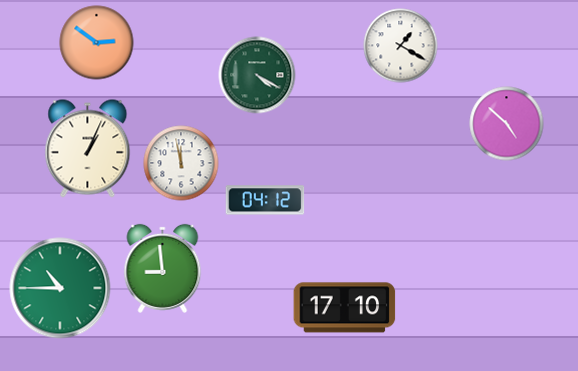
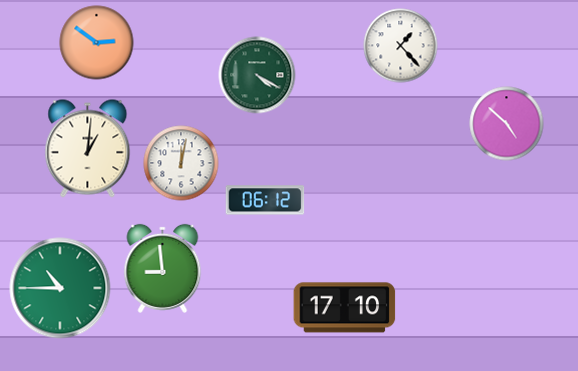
clock at (401, 46): 1:20 -> 1:23
clock at (88, 149): 1:04 -> 1:01
clock at (181, 163): 11:58 -> 12:02
clock at (265, 200): 04:12 -> 06:12
